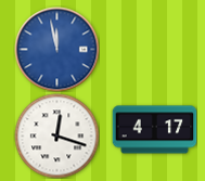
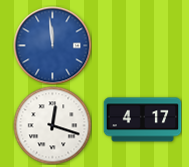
clock at (56, 49): 11:58 -> 11:59
